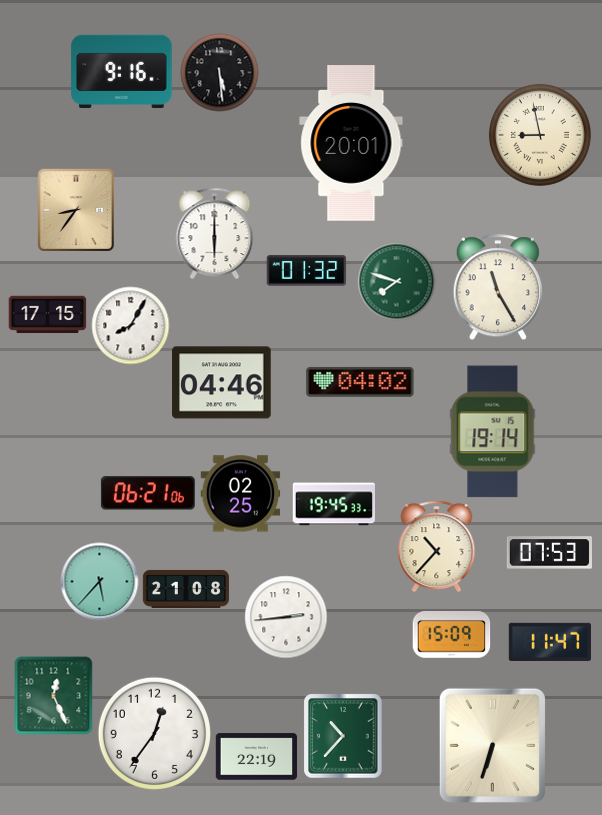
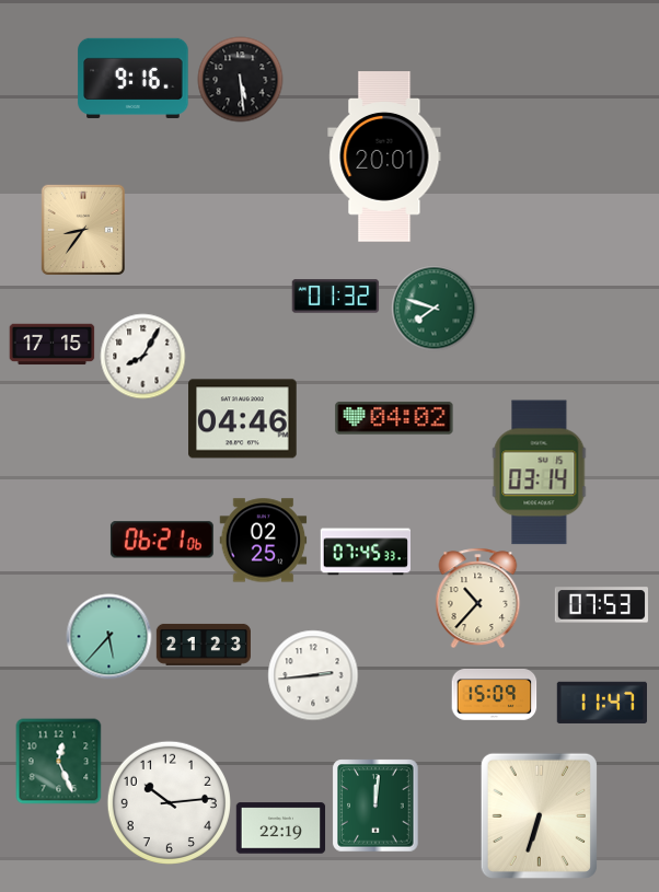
clock at (540, 135): 8:58 -> none
clock at (215, 233): 6:00 -> none
clock at (498, 287): 11:25 -> none
clock at (493, 432): 19:14 -> 03:14
clock at (333, 504): 19:45 -> 07:45
clock at (186, 589): 21:08 -> 21:23
clock at (154, 733): 12:36 -> 10:14
clock at (343, 736): 10:37 -> 12:01
